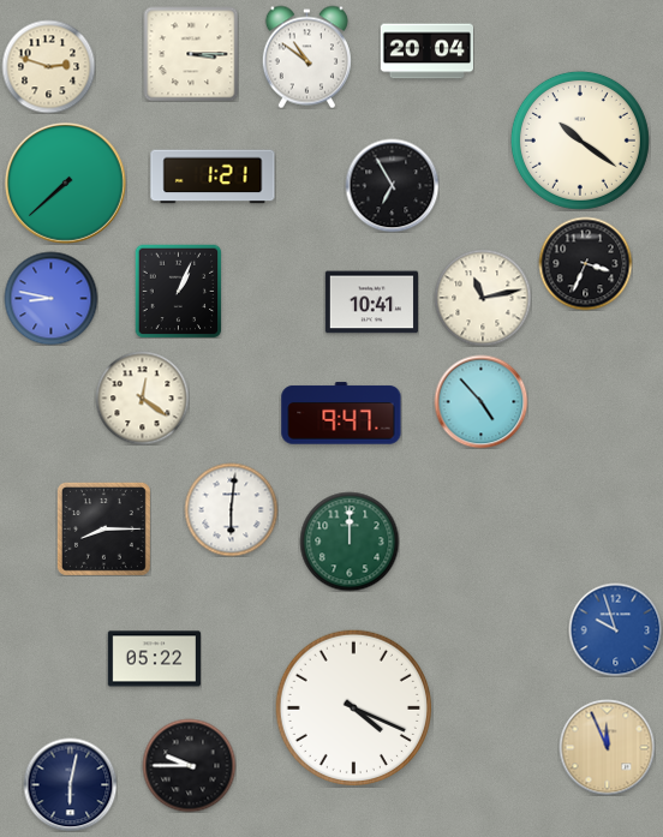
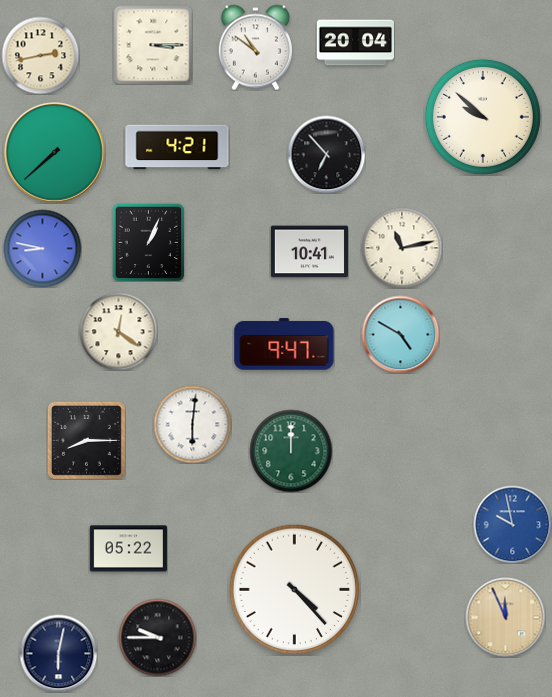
clock at (191, 54) position: (191, 54) -> (153, 45)
clock at (48, 66): 2:48 -> 2:43
clock at (580, 141): 10:21 -> 9:52
clock at (213, 177): 1:21 -> 4:21
clock at (392, 185): 6:55 -> 6:53
clock at (585, 263): 3:34 -> none
clock at (480, 401): 4:53 -> 4:50
clock at (615, 629): 9:57 -> 9:58
clock at (353, 707): 4:19 -> 4:23
clock at (607, 747) position: (607, 747) -> (505, 617)
